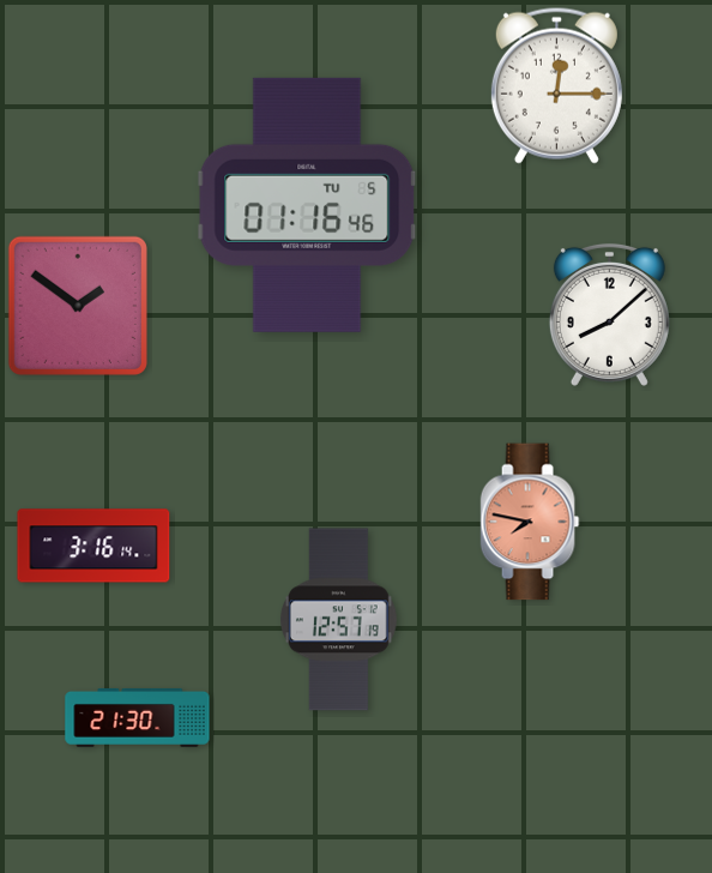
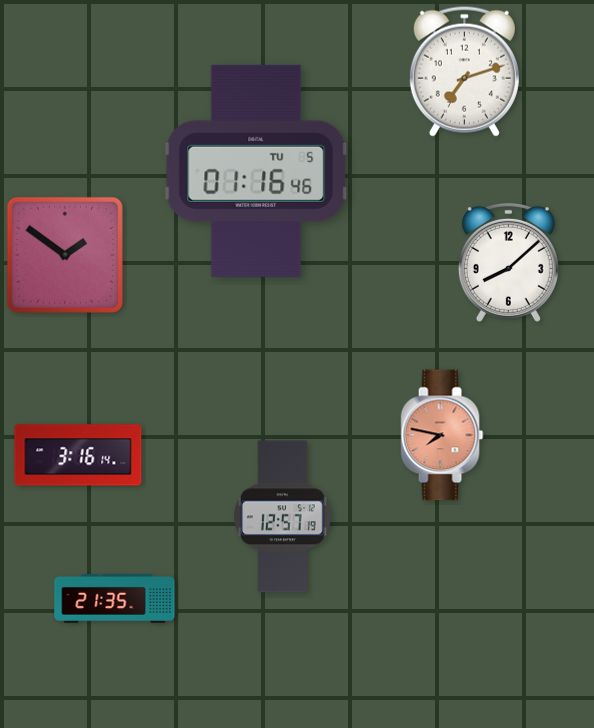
clock at (556, 85): 12:15 -> 7:12
clock at (138, 717): 21:30 -> 21:35
